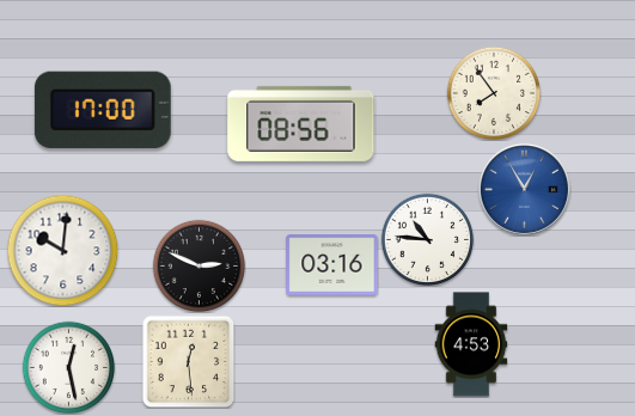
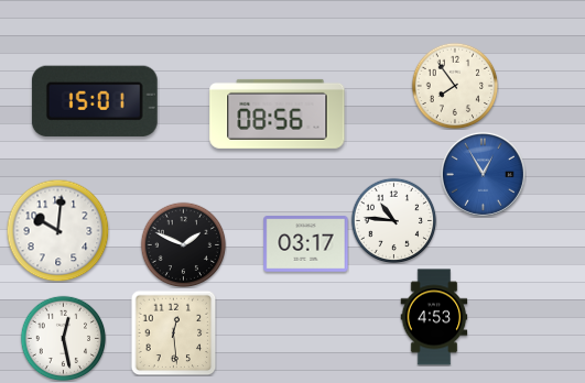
clock at (103, 110): 17:00 -> 15:01
clock at (199, 265): 2:49 -> 1:49
clock at (332, 265): 03:16 -> 03:17
